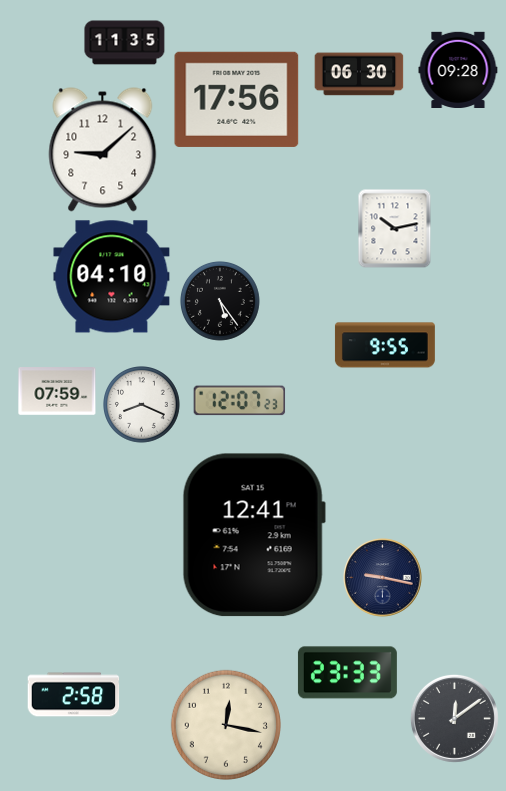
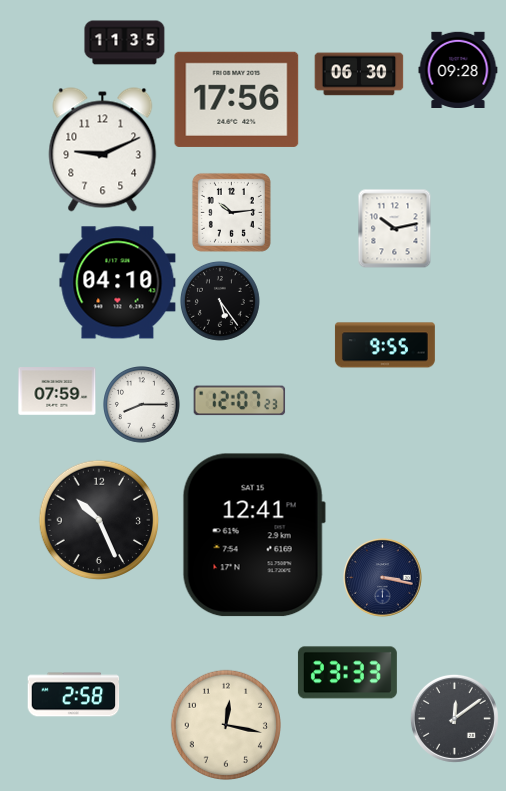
clock at (103, 150): 9:08 -> 9:11
clock at (231, 212): none -> 10:14
clock at (112, 277) position: (112, 277) -> (118, 283)
clock at (142, 405): 8:19 -> 8:15
clock at (99, 520): none -> 10:26
clock at (383, 578): 9:17 -> 3:17
